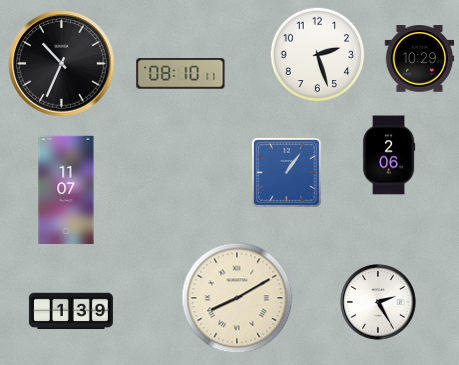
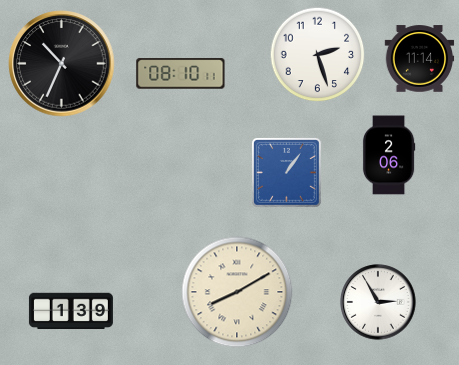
clock at (420, 59): 10:29 -> 11:14
clock at (66, 190): 11:07 -> none
clock at (237, 298) position: (237, 298) -> (237, 292)
clock at (378, 302): 2:25 -> 2:55
